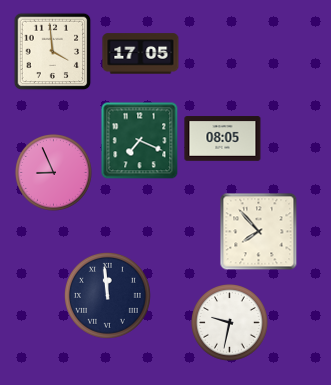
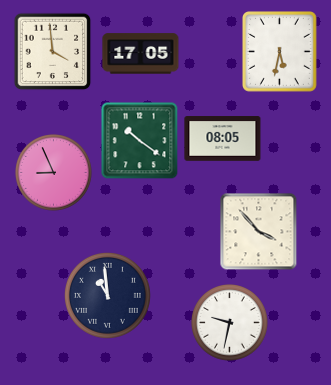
clock at (280, 52): none -> 5:32
clock at (139, 140): 7:19 -> 10:21
clock at (258, 231): 7:53 -> 3:53
clock at (107, 295): 11:59 -> 10:59
